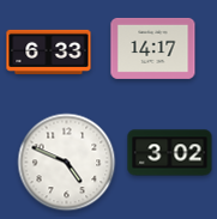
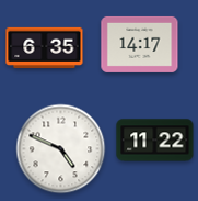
clock at (49, 51): 6:33 -> 6:35
clock at (170, 153): 3:02 -> 11:22
